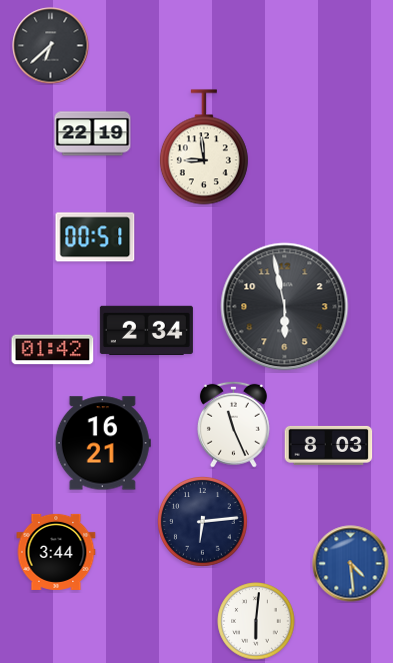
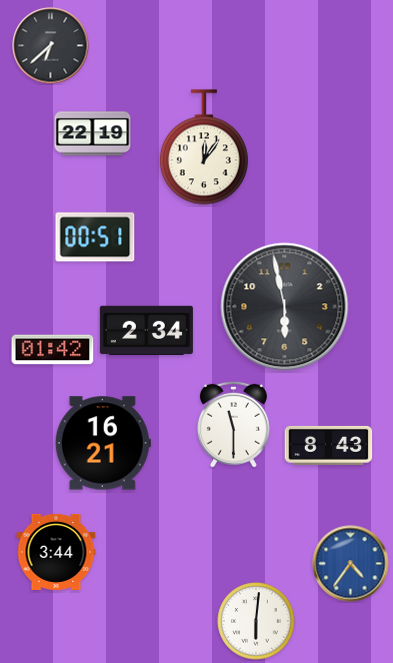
clock at (204, 147): 8:59 -> 12:06
clock at (233, 424): 11:26 -> 11:30
clock at (329, 445): 8:03 -> 8:43
clock at (203, 522): 6:14 -> none
clock at (351, 564): 4:29 -> 4:36
